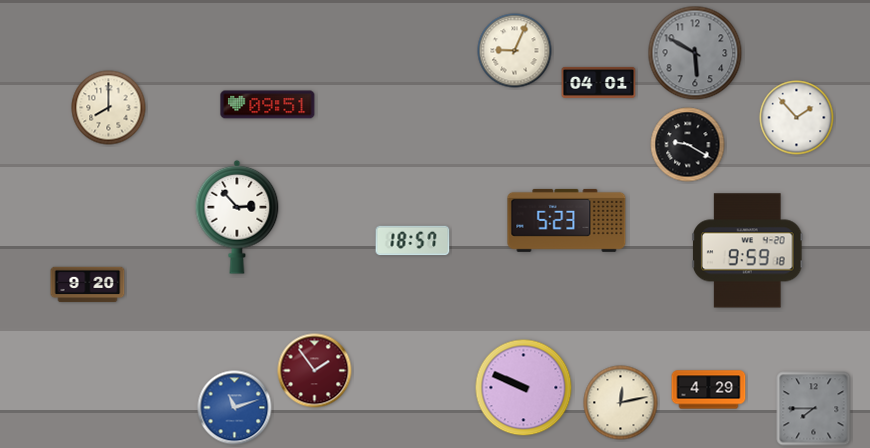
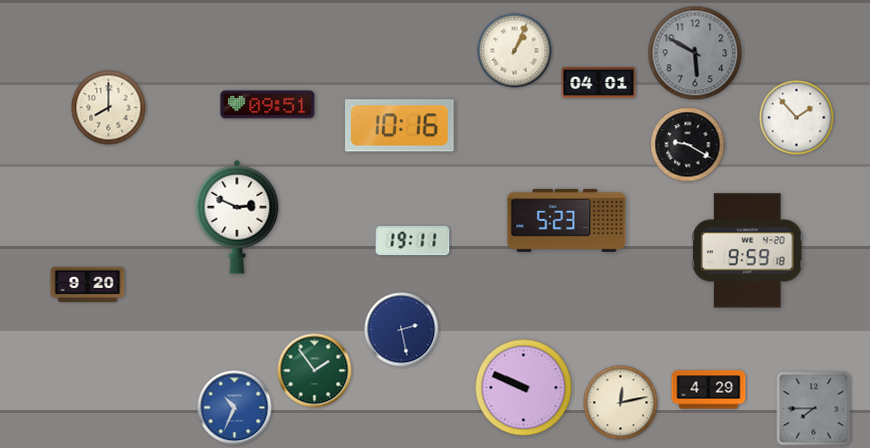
clock at (515, 51): 9:04 -> 1:04
clock at (400, 126): none -> 10:16
clock at (237, 217): 2:53 -> 2:49
clock at (413, 241): 18:57 -> 19:11
clock at (402, 330): none -> 2:28
clock at (315, 371) dial: burgundy -> green
clock at (235, 408): 11:12 -> 10:34
